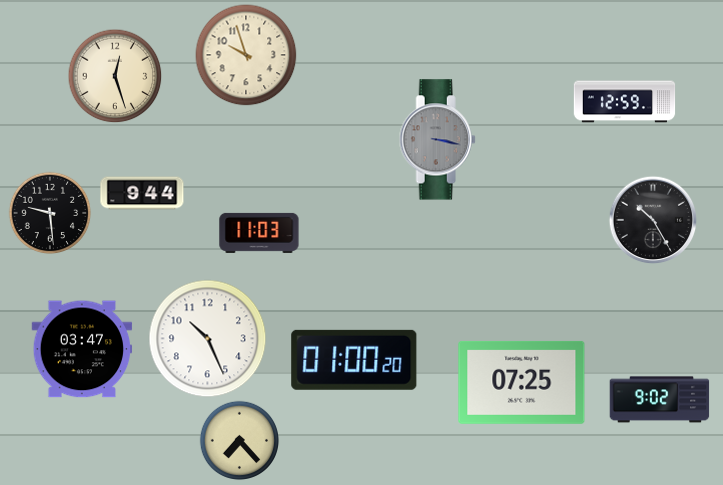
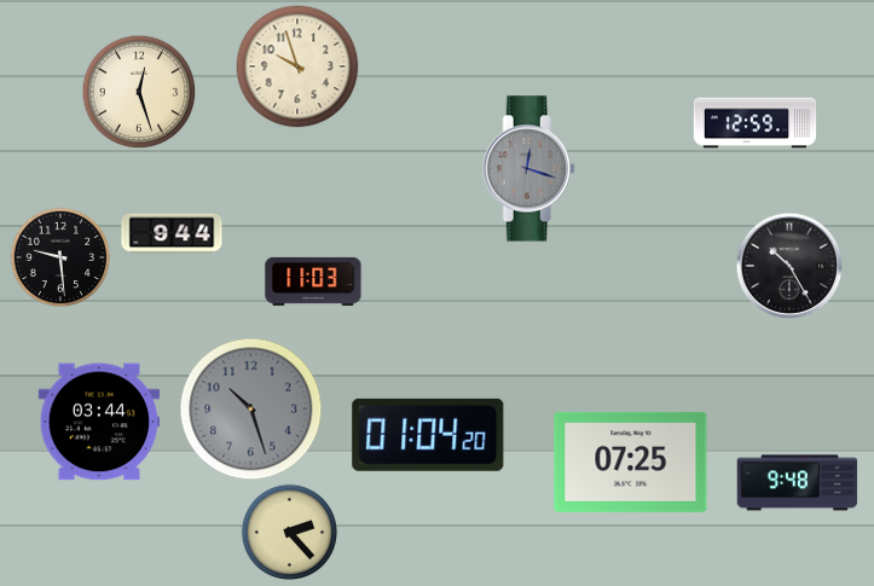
clock at (437, 140): 3:17 -> 12:18
clock at (208, 339): 10:26 -> 10:27
clock at (208, 339) dial: white -> grey
clock at (82, 349): 03:47 -> 03:44
clock at (354, 360): 01:00 -> 01:04
clock at (660, 400): 9:02 -> 9:48
clock at (239, 440): 7:23 -> 2:23
